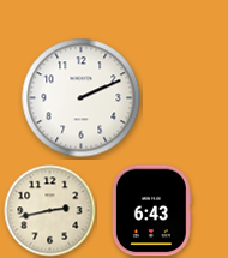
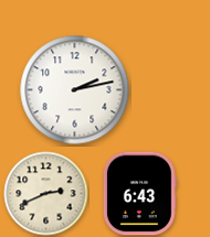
clock at (82, 98): 2:11 -> 2:13
clock at (50, 211): 2:43 -> 2:41
